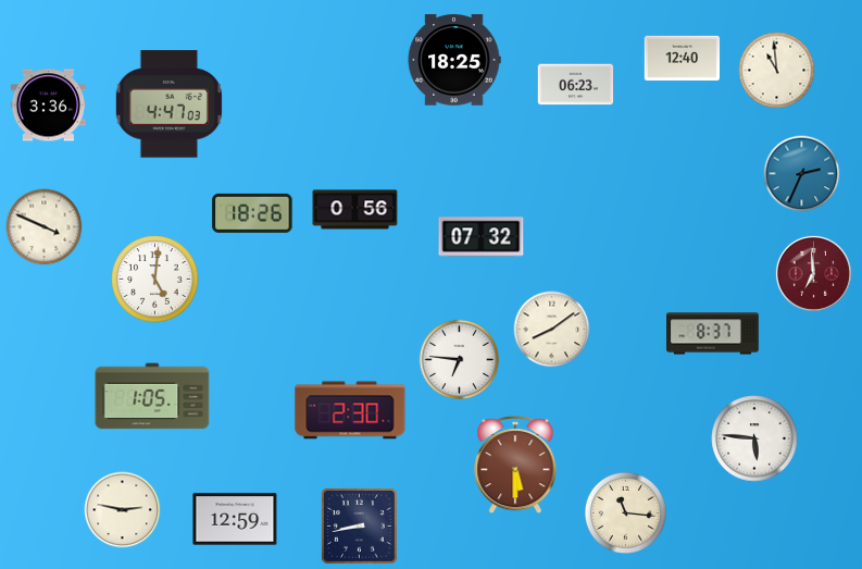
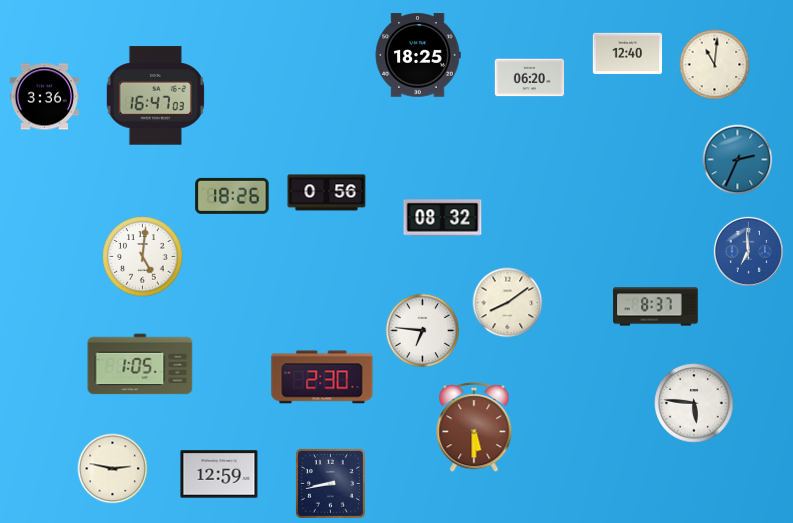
clock at (777, 71): 10:59 -> 11:01
clock at (576, 85): 06:23 -> 06:20
clock at (168, 104): 4:47 -> 16:47
clock at (45, 227): 3:49 -> none
clock at (482, 237): 07:32 -> 08:32
clock at (813, 273) dial: burgundy -> blue
clock at (625, 512): 11:16 -> none
clock at (235, 519) position: (235, 519) -> (219, 474)
